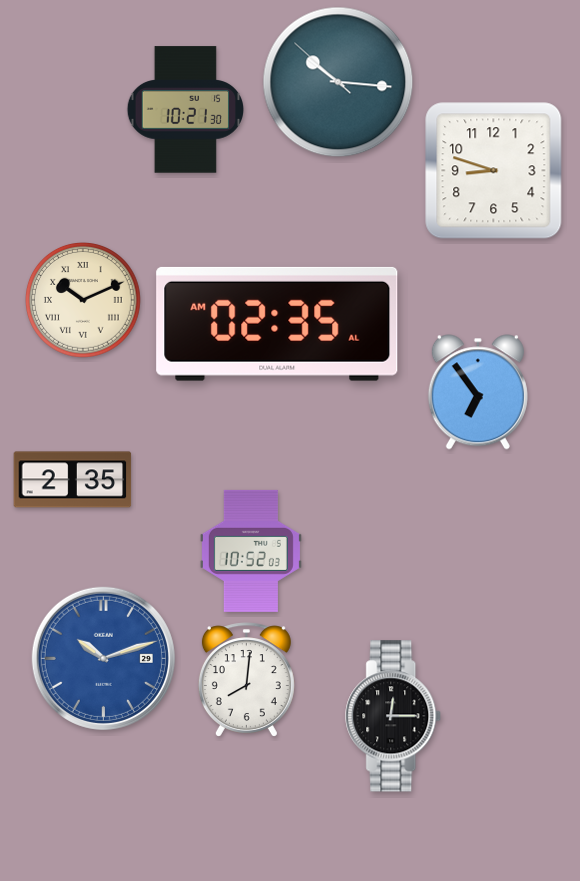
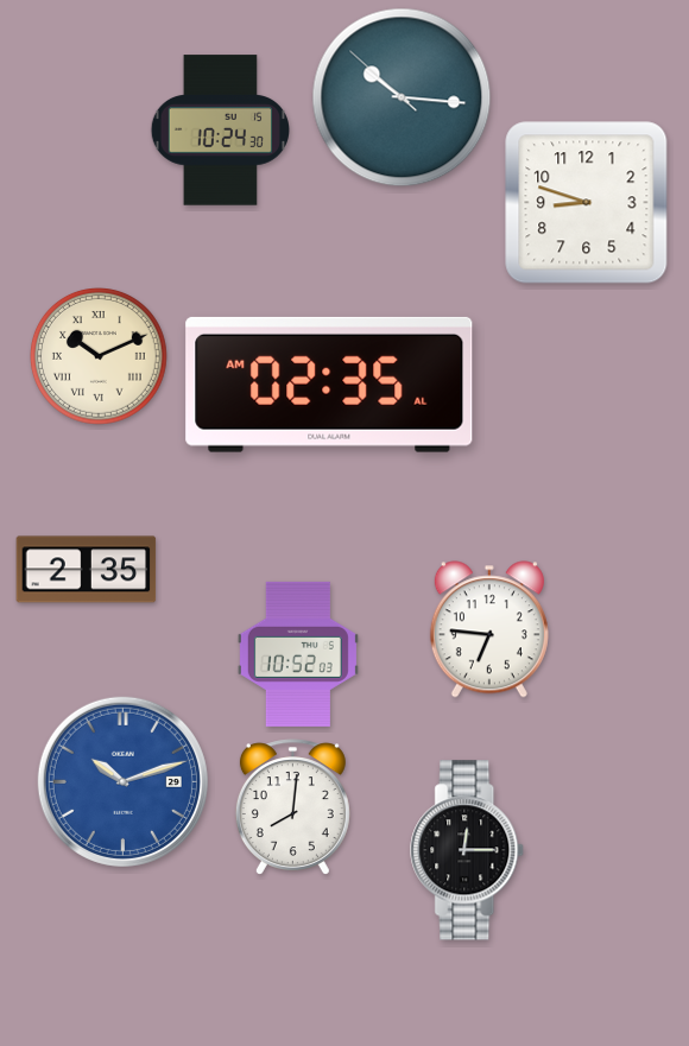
clock at (185, 110): 10:21 -> 10:24
clock at (478, 392): 6:54 -> none
clock at (489, 629): none -> 6:46
